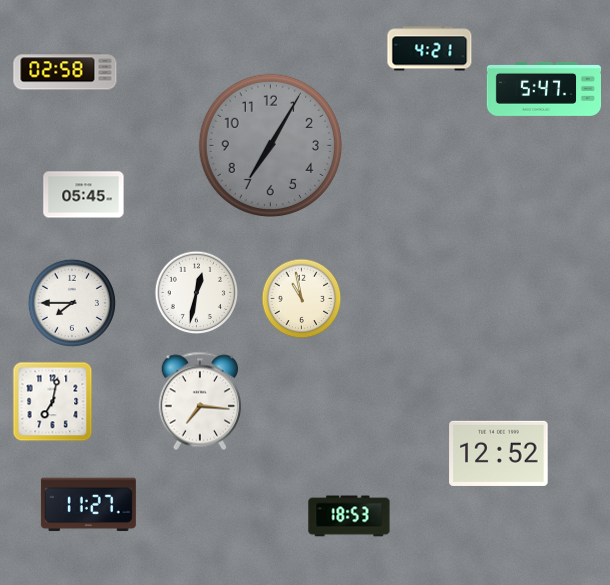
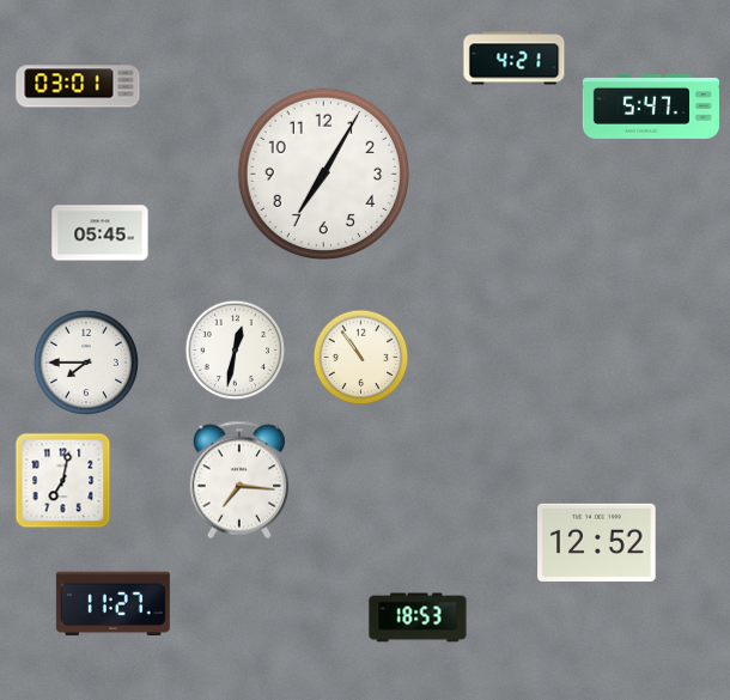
clock at (65, 71): 02:58 -> 03:01
clock at (270, 145) dial: grey -> white
clock at (302, 299): 10:58 -> 10:54
clock at (88, 505) position: (88, 505) -> (112, 604)
